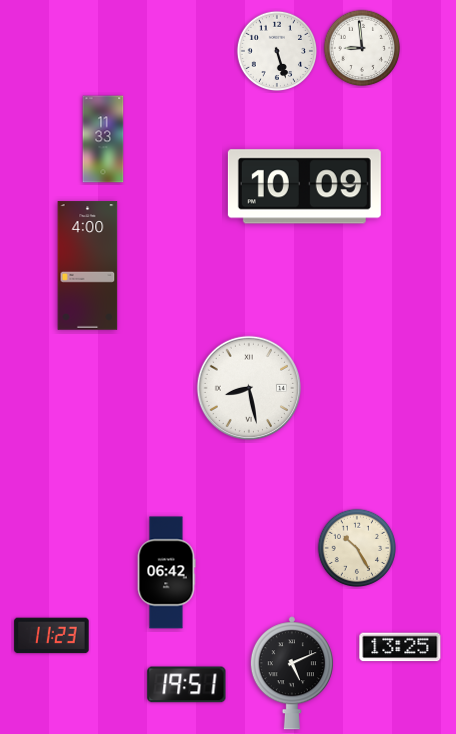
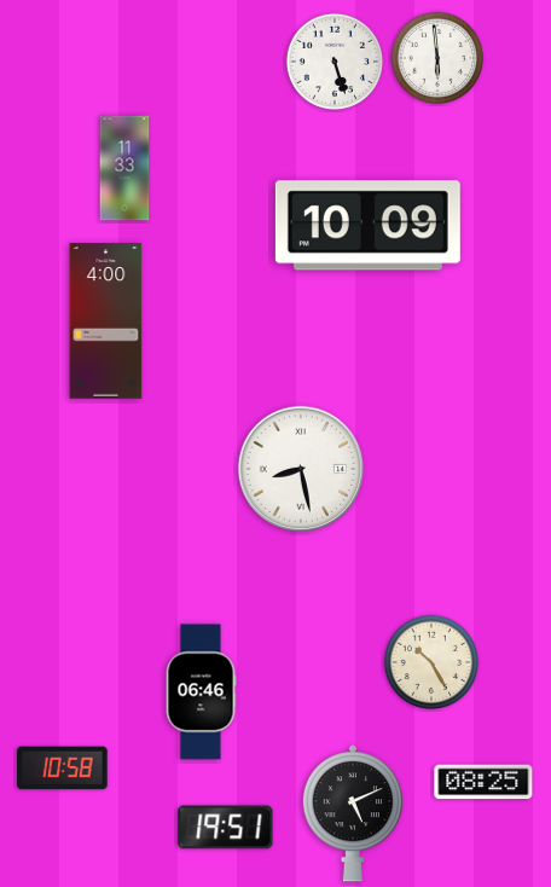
clock at (362, 48): 8:59 -> 5:59
clock at (166, 573): 06:42 -> 06:46
clock at (52, 636): 11:23 -> 10:58
clock at (400, 647): 13:25 -> 08:25
